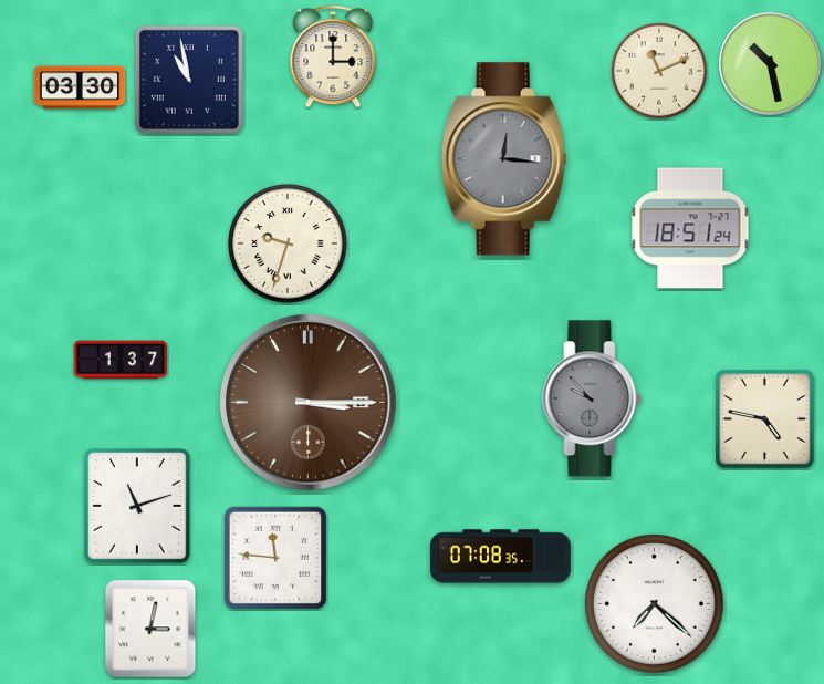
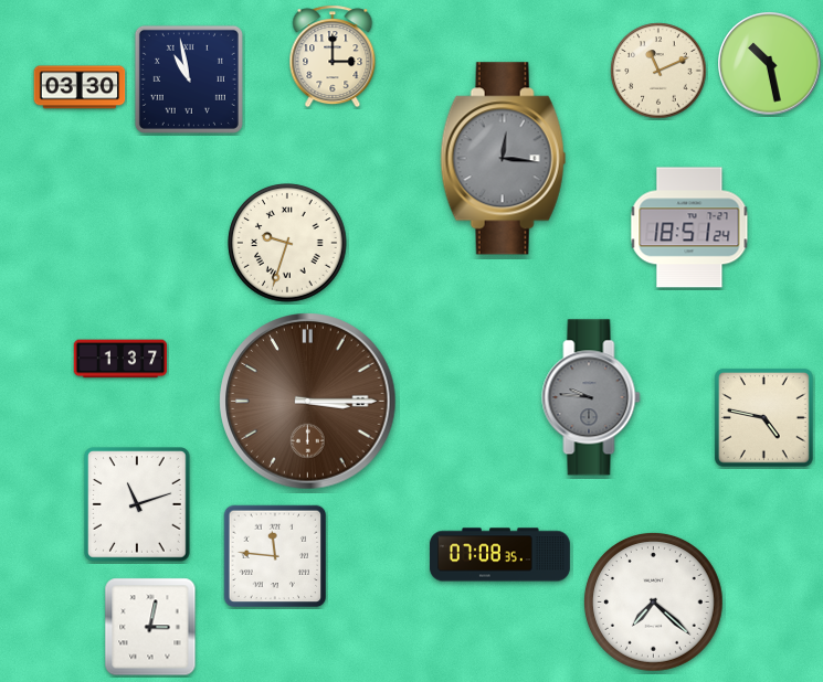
clock at (592, 398): 9:53 -> 9:46
